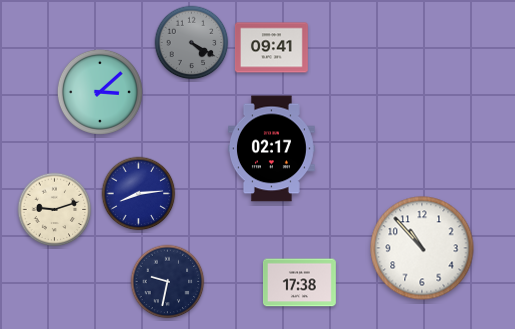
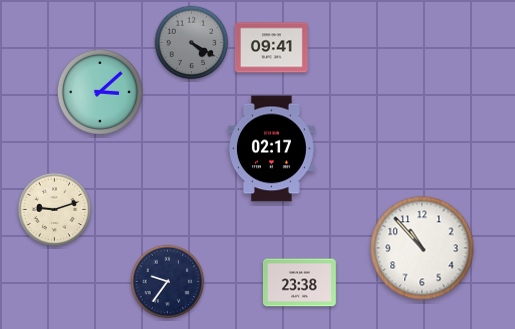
clock at (139, 194): 8:14 -> none
clock at (168, 282): 9:32 -> 9:36
clock at (299, 283): 17:38 -> 23:38
